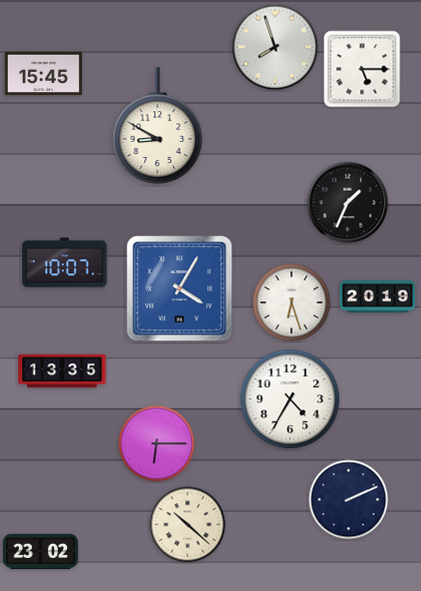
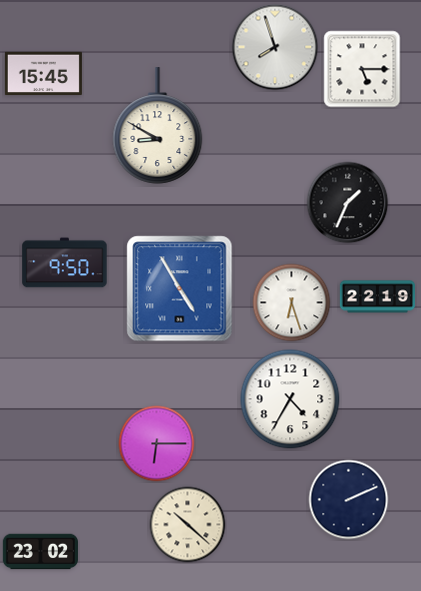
clock at (65, 263): 10:07 -> 9:50
clock at (180, 289): 4:05 -> 4:55
clock at (377, 297): 20:19 -> 22:19
clock at (62, 371): 13:35 -> none
